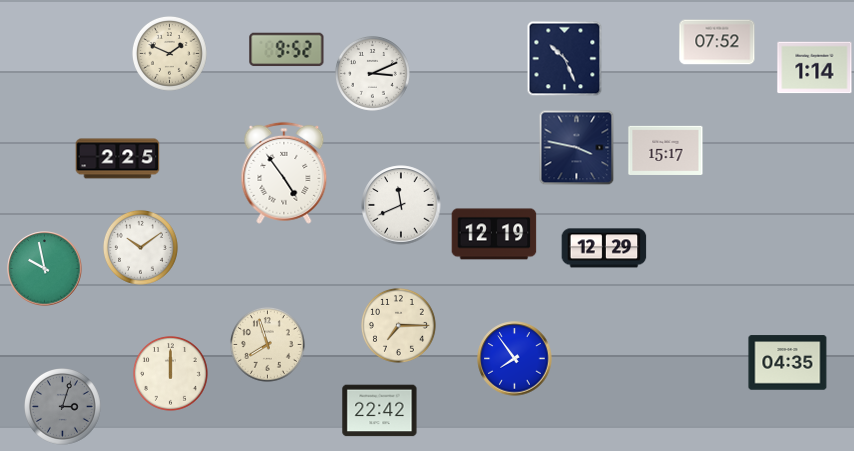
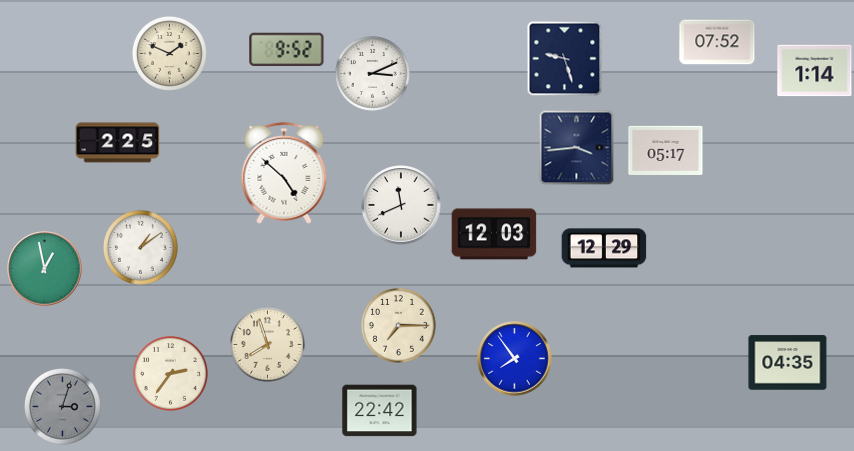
clock at (565, 59): 10:26 -> 9:27
clock at (815, 68) position: (815, 68) -> (815, 71)
clock at (577, 148): 3:47 -> 3:44
clock at (666, 150): 15:17 -> 05:17
clock at (118, 159) position: (118, 159) -> (118, 143)
clock at (284, 173): 4:54 -> 4:52
clock at (494, 234): 12:19 -> 12:03
clock at (140, 247): 10:09 -> 1:09
clock at (45, 269): 9:58 -> 12:58
clock at (170, 373): 12:00 -> 2:36
